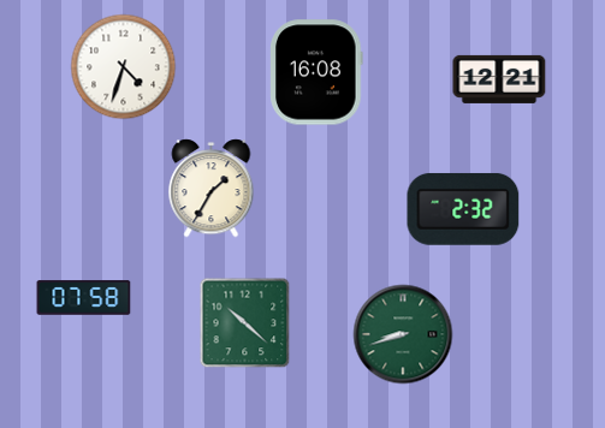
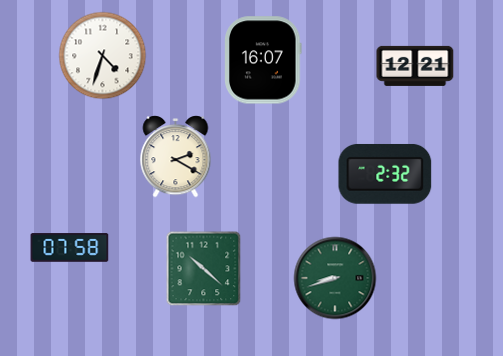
clock at (316, 72): 16:08 -> 16:07
clock at (212, 189): 1:35 -> 2:20
